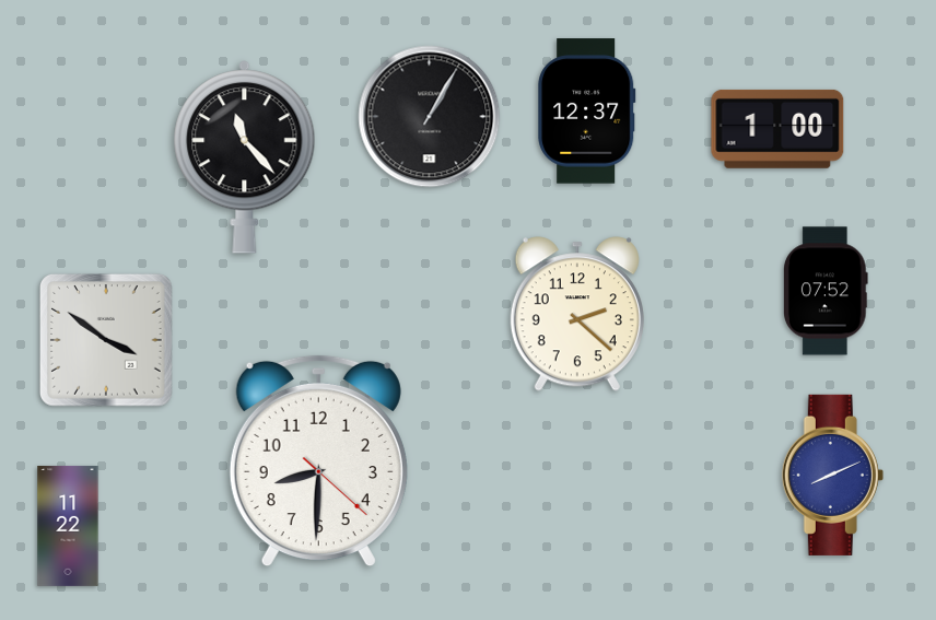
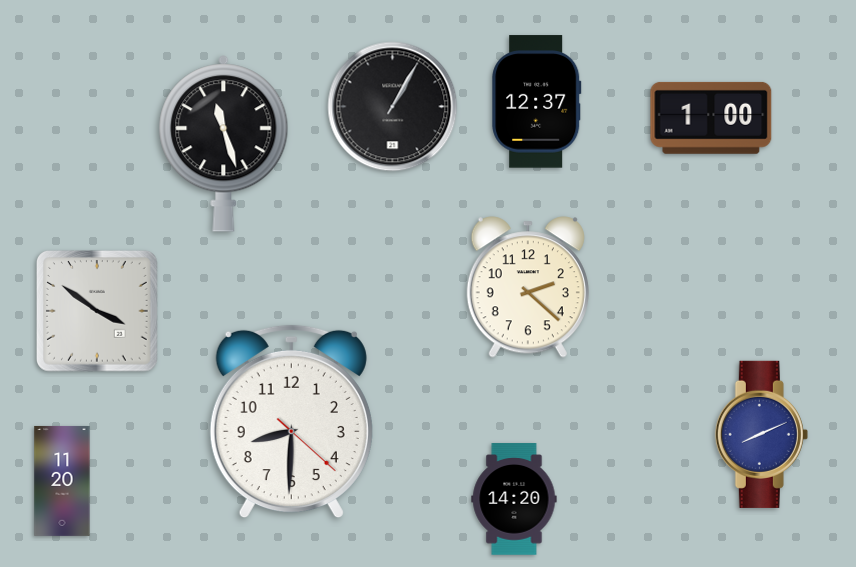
clock at (245, 157): 11:23 -> 11:27
clock at (827, 291): 07:52 -> none
clock at (68, 526): 11:22 -> 11:20
clock at (514, 499): none -> 14:20
